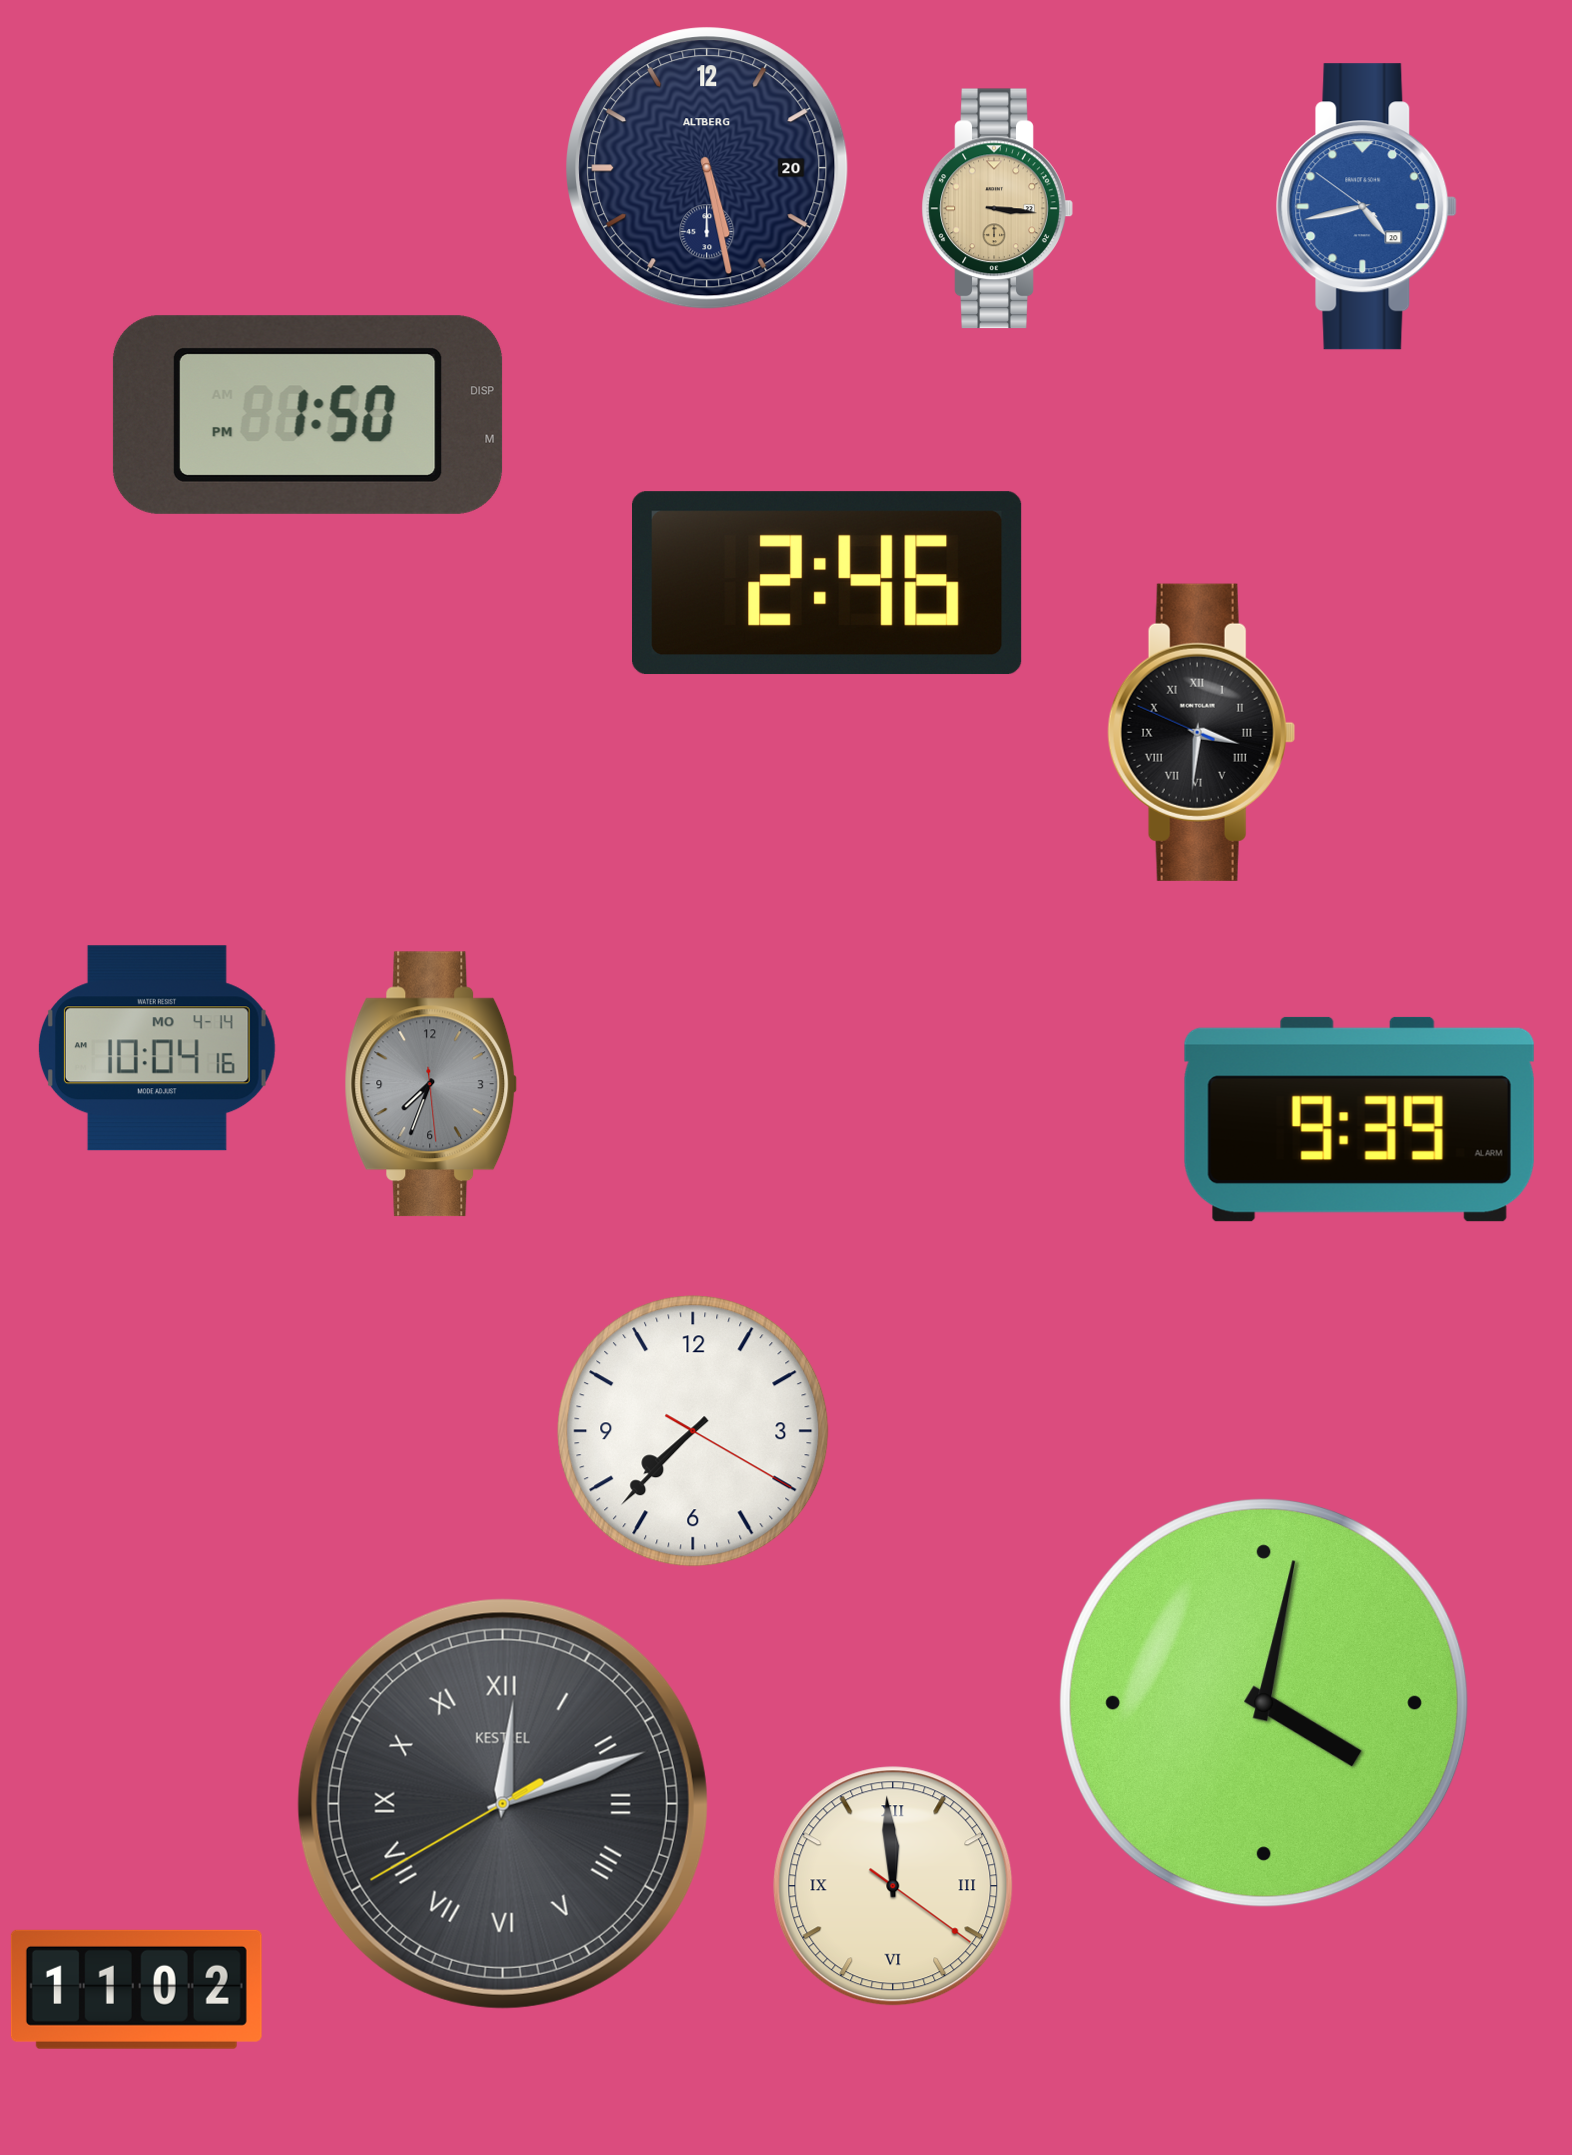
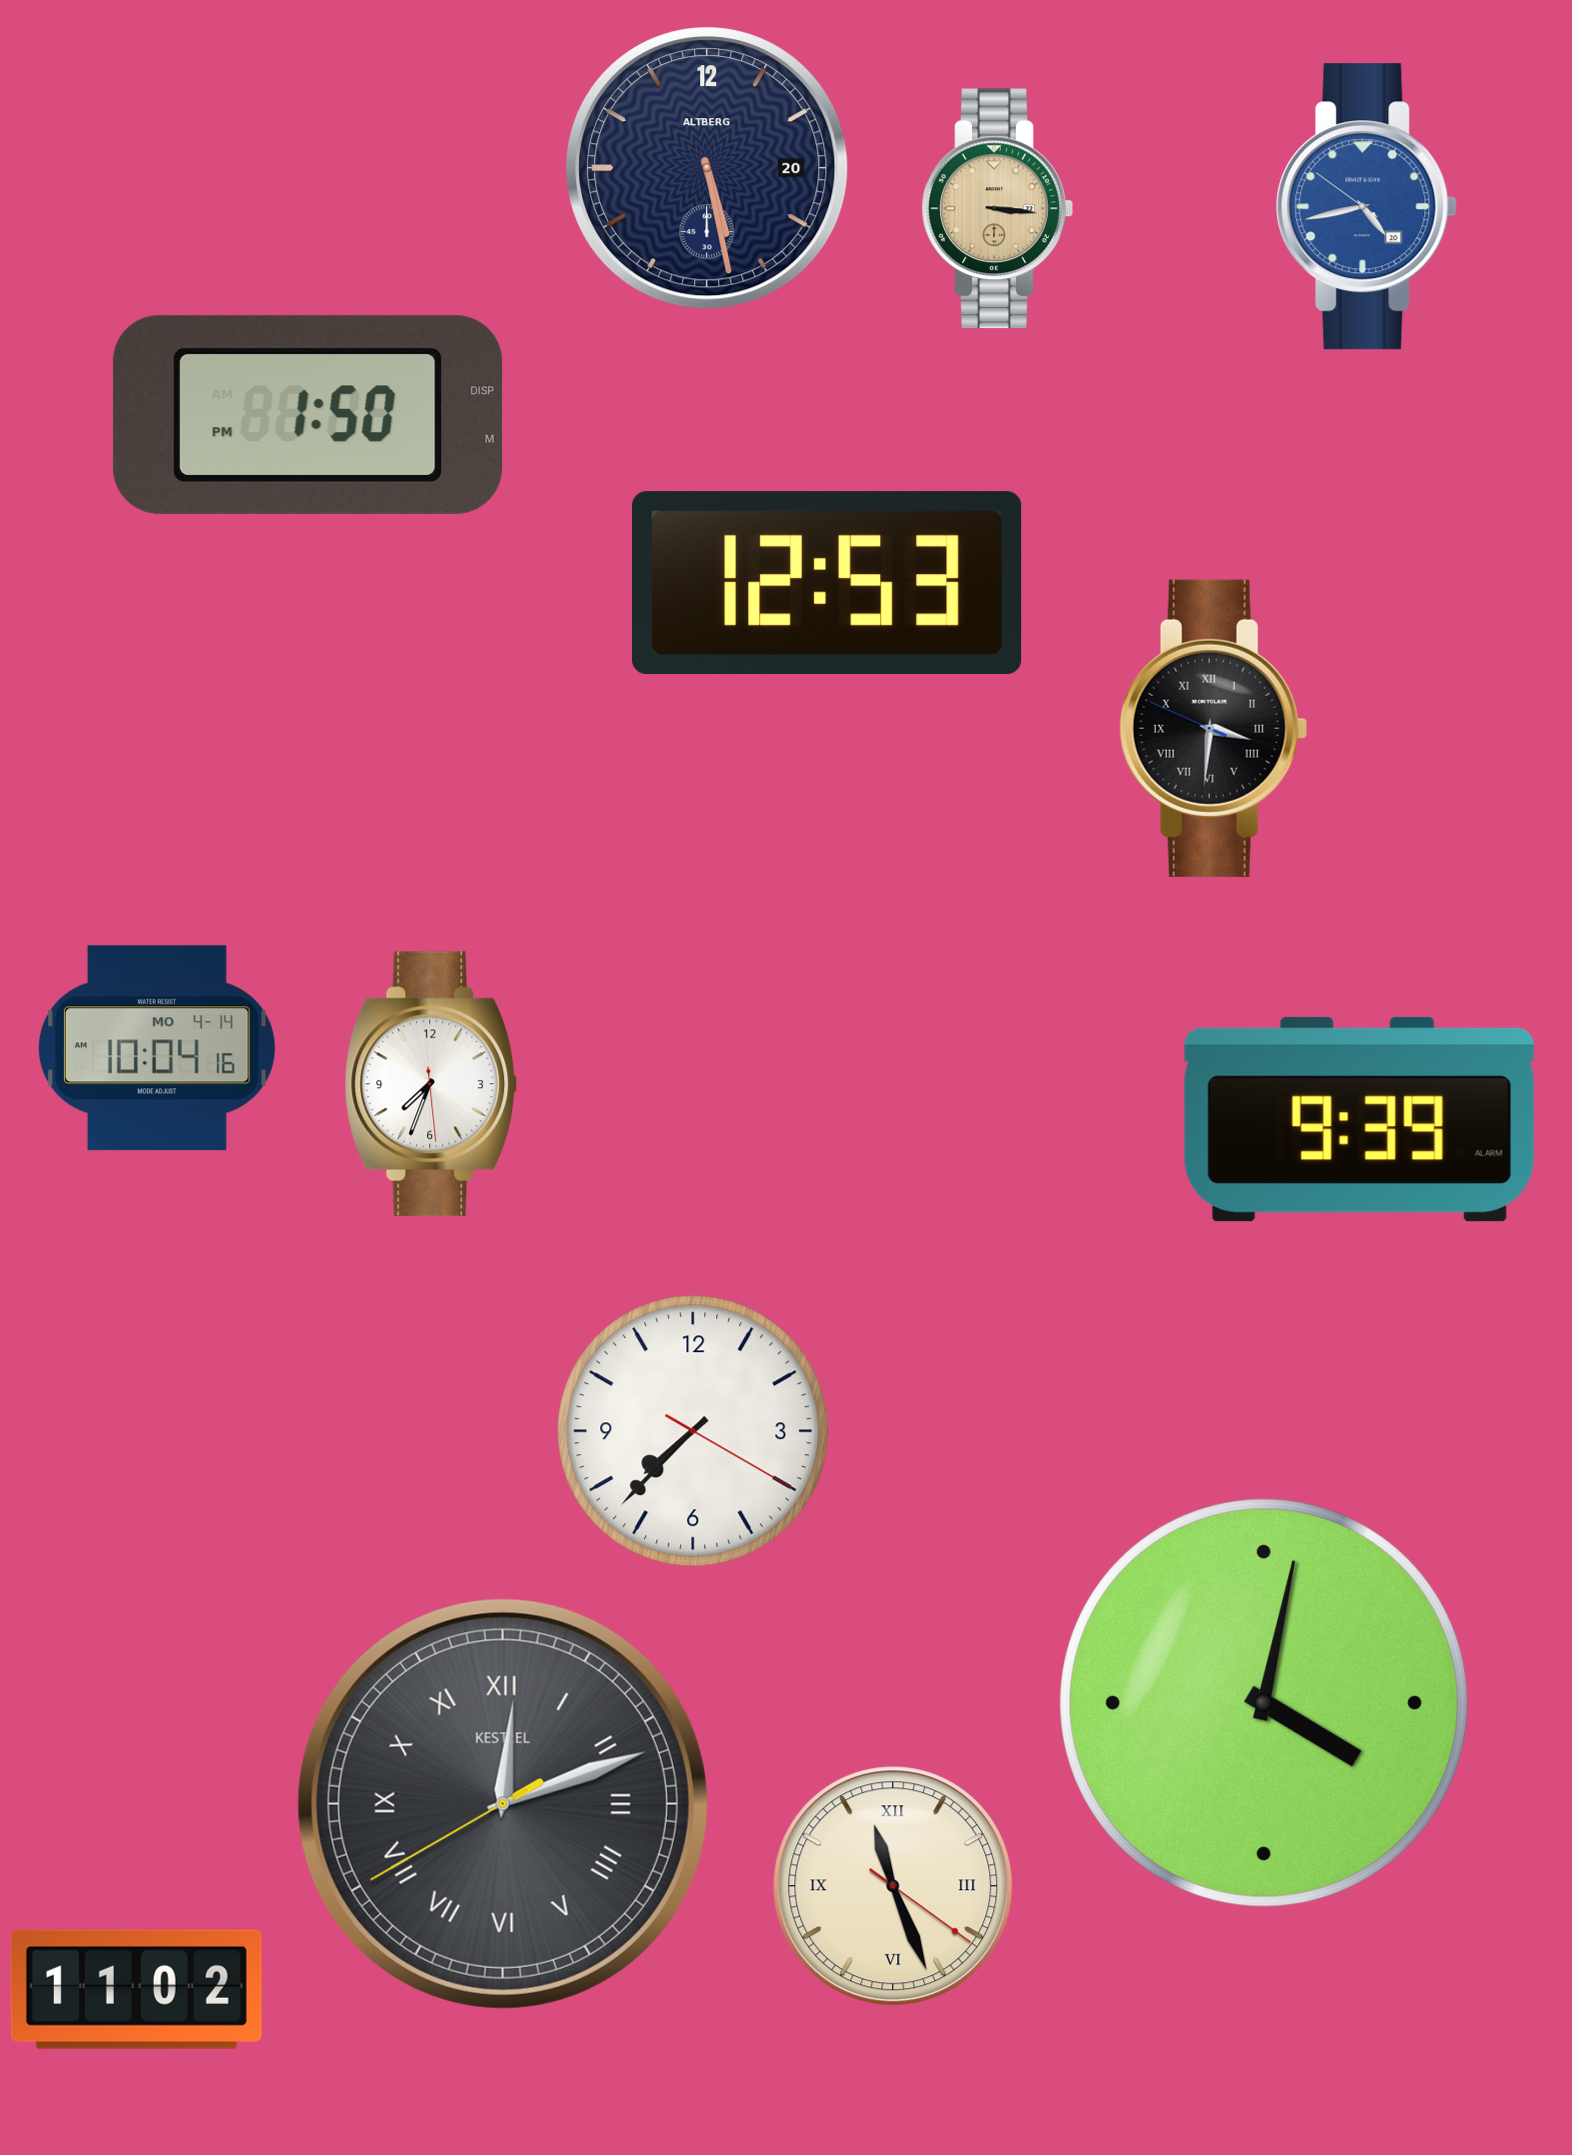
clock at (828, 583): 2:46 -> 12:53
clock at (1201, 732) position: (1201, 732) -> (1213, 728)
clock at (431, 1084) dial: grey -> white
clock at (893, 1886): 11:59 -> 11:26
